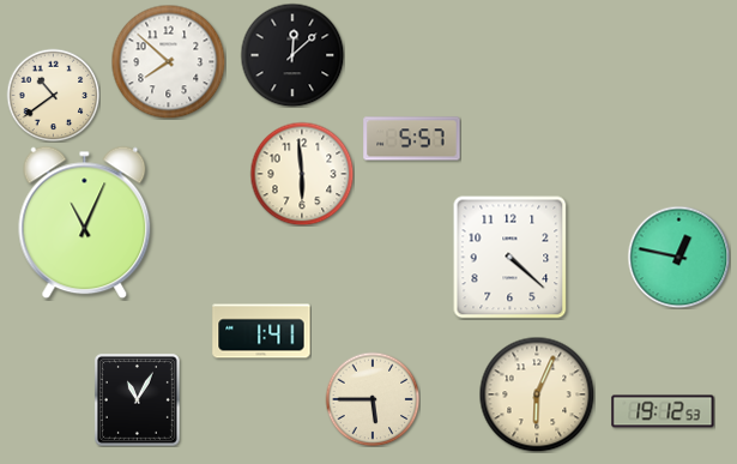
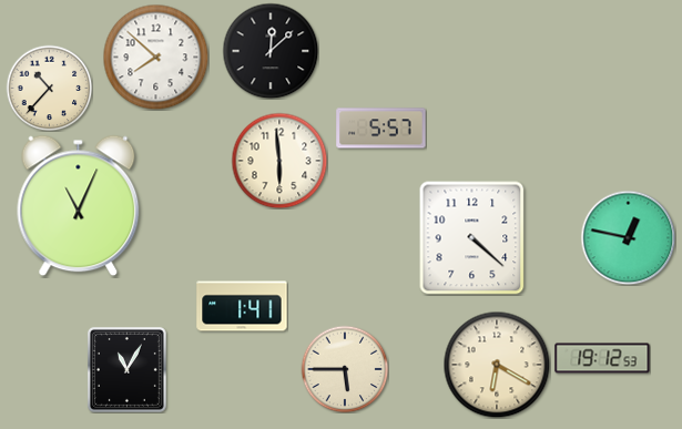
clock at (53, 95): 10:39 -> 10:37
clock at (537, 394): 6:04 -> 6:20
clock at (663, 411) position: (663, 411) -> (602, 358)
